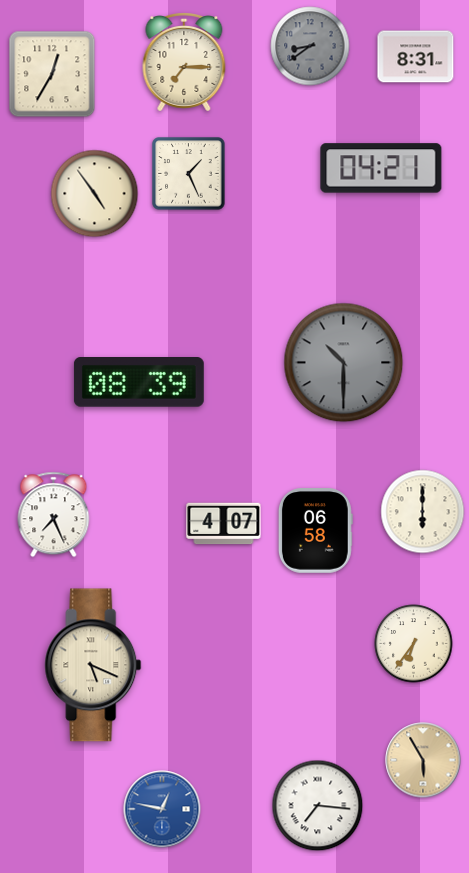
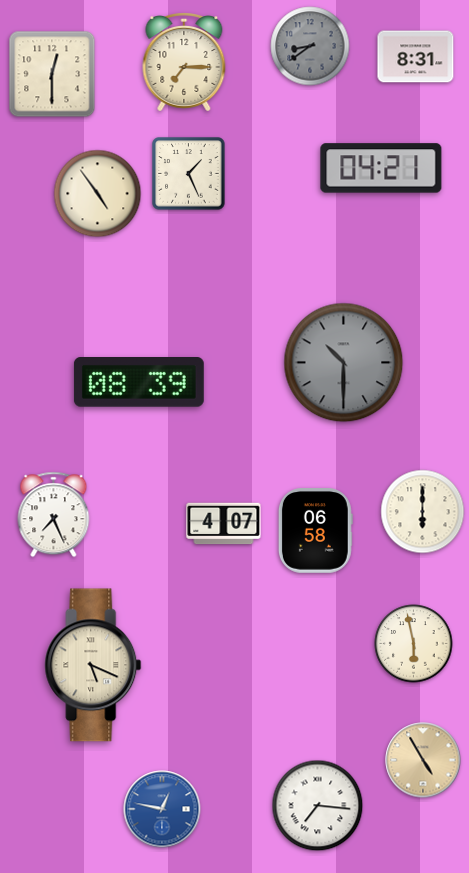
clock at (52, 74): 12:35 -> 12:30
clock at (95, 194) position: (95, 194) -> (98, 194)
clock at (414, 644): 6:36 -> 5:58
clock at (423, 760): 5:55 -> 4:55
